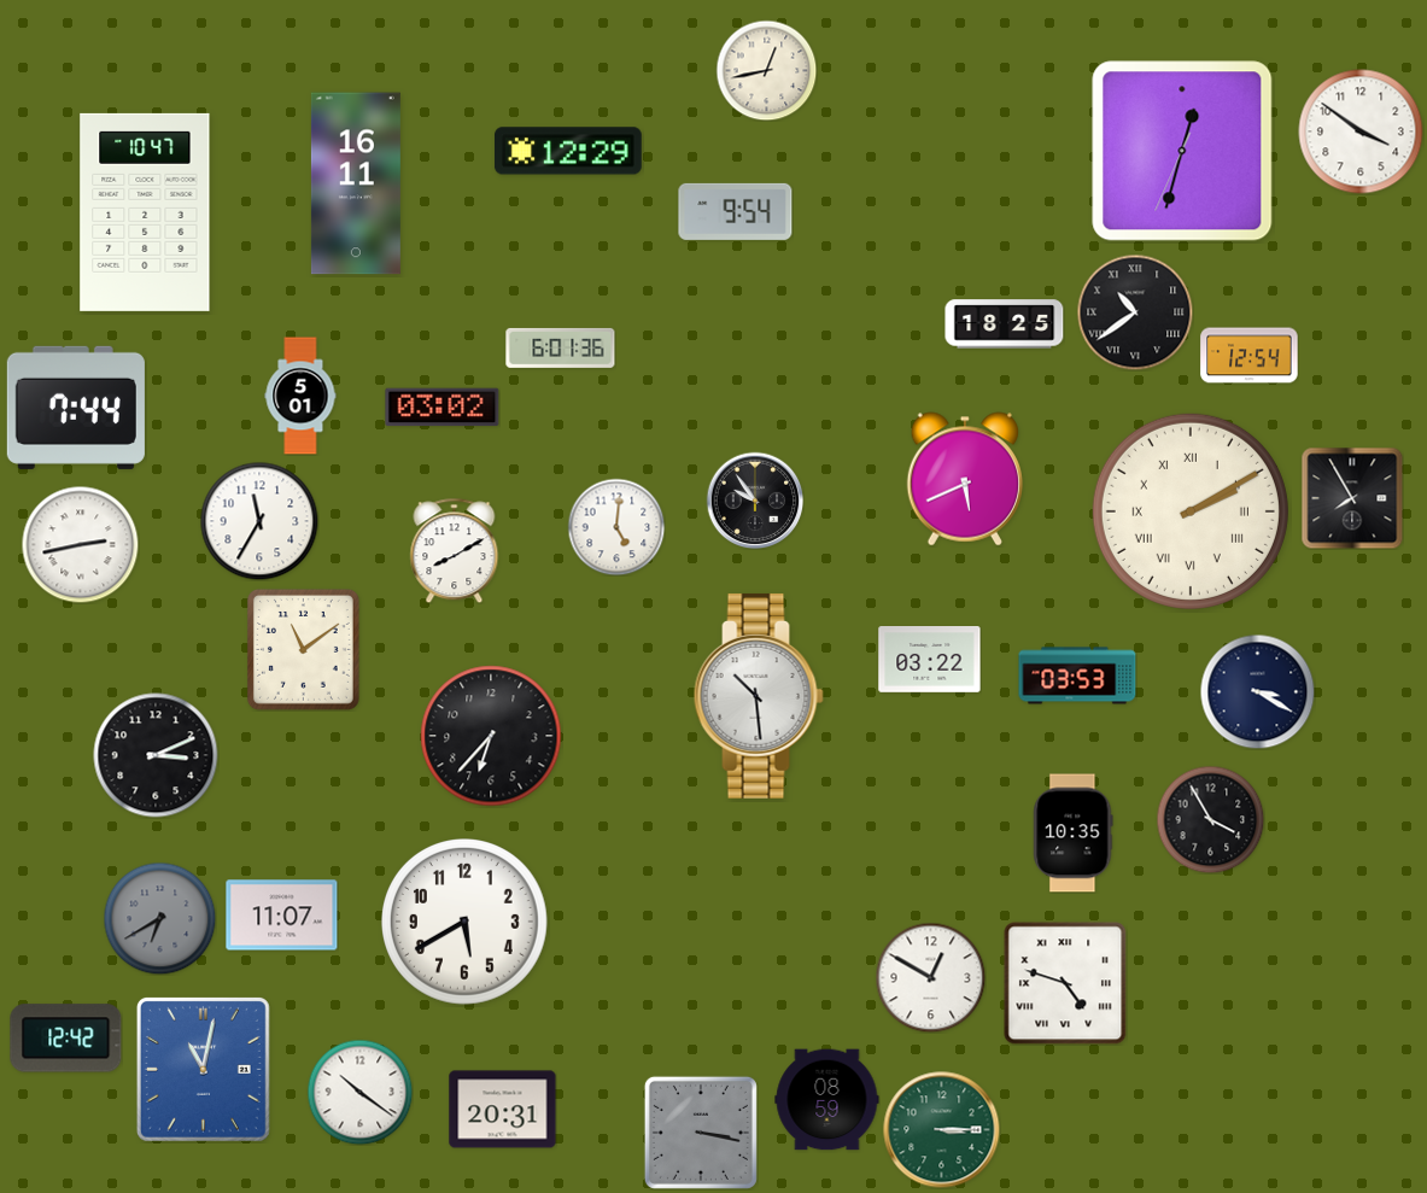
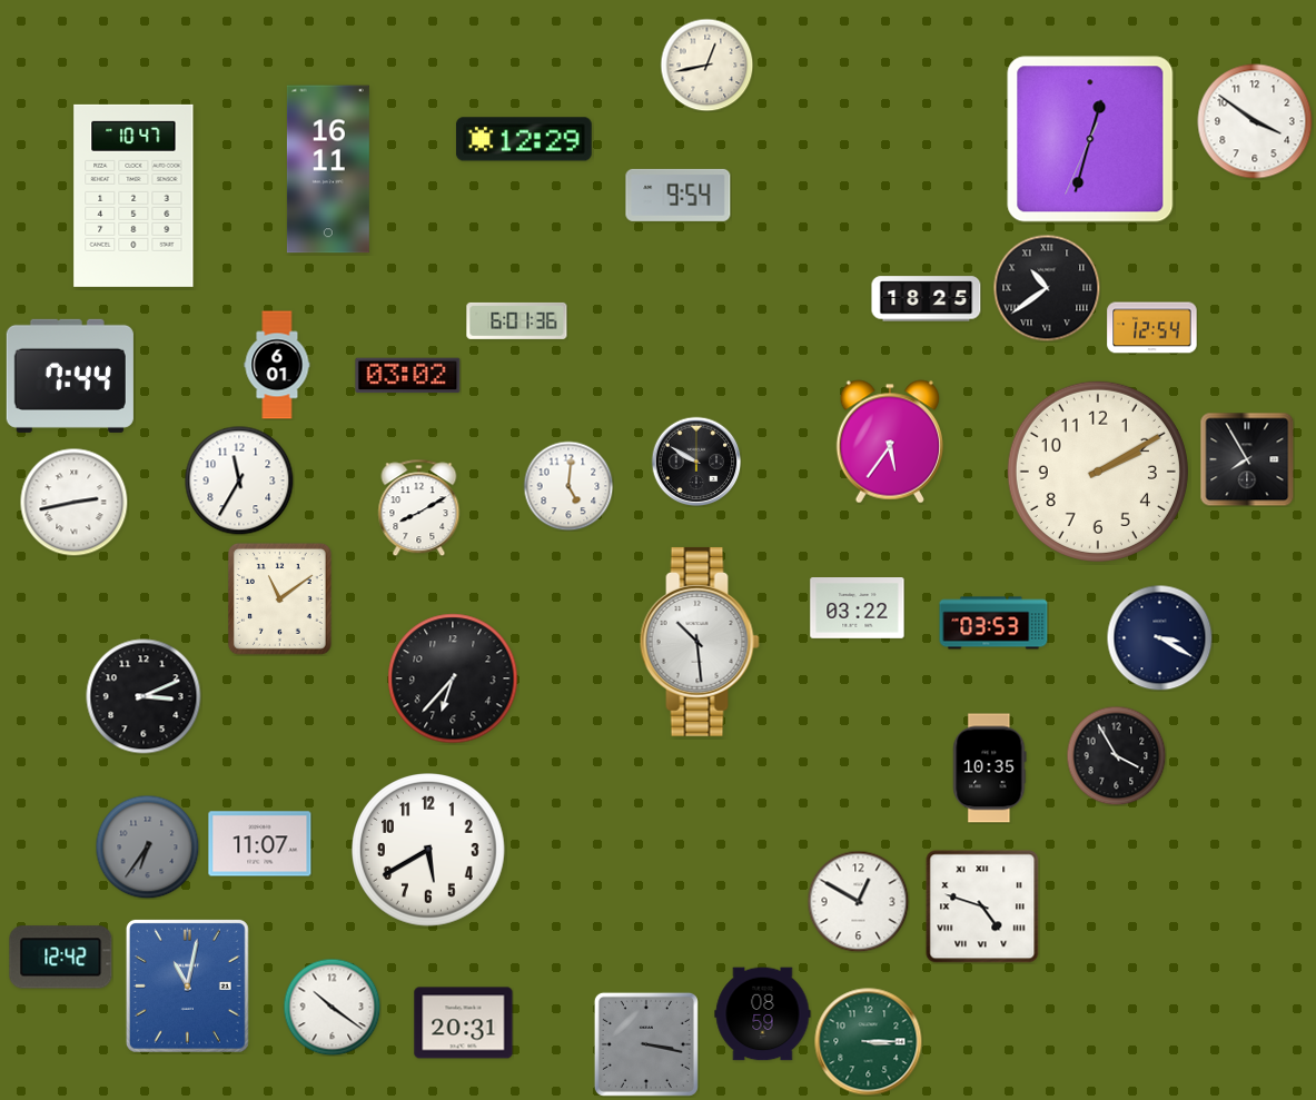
clock at (300, 396): 5:01 -> 6:01
clock at (964, 479): 5:41 -> 5:36
clock at (755, 501): 9:54 -> 9:50
clock at (1191, 511) numerals: Roman -> Arabic
clock at (159, 918): 6:40 -> 6:36
